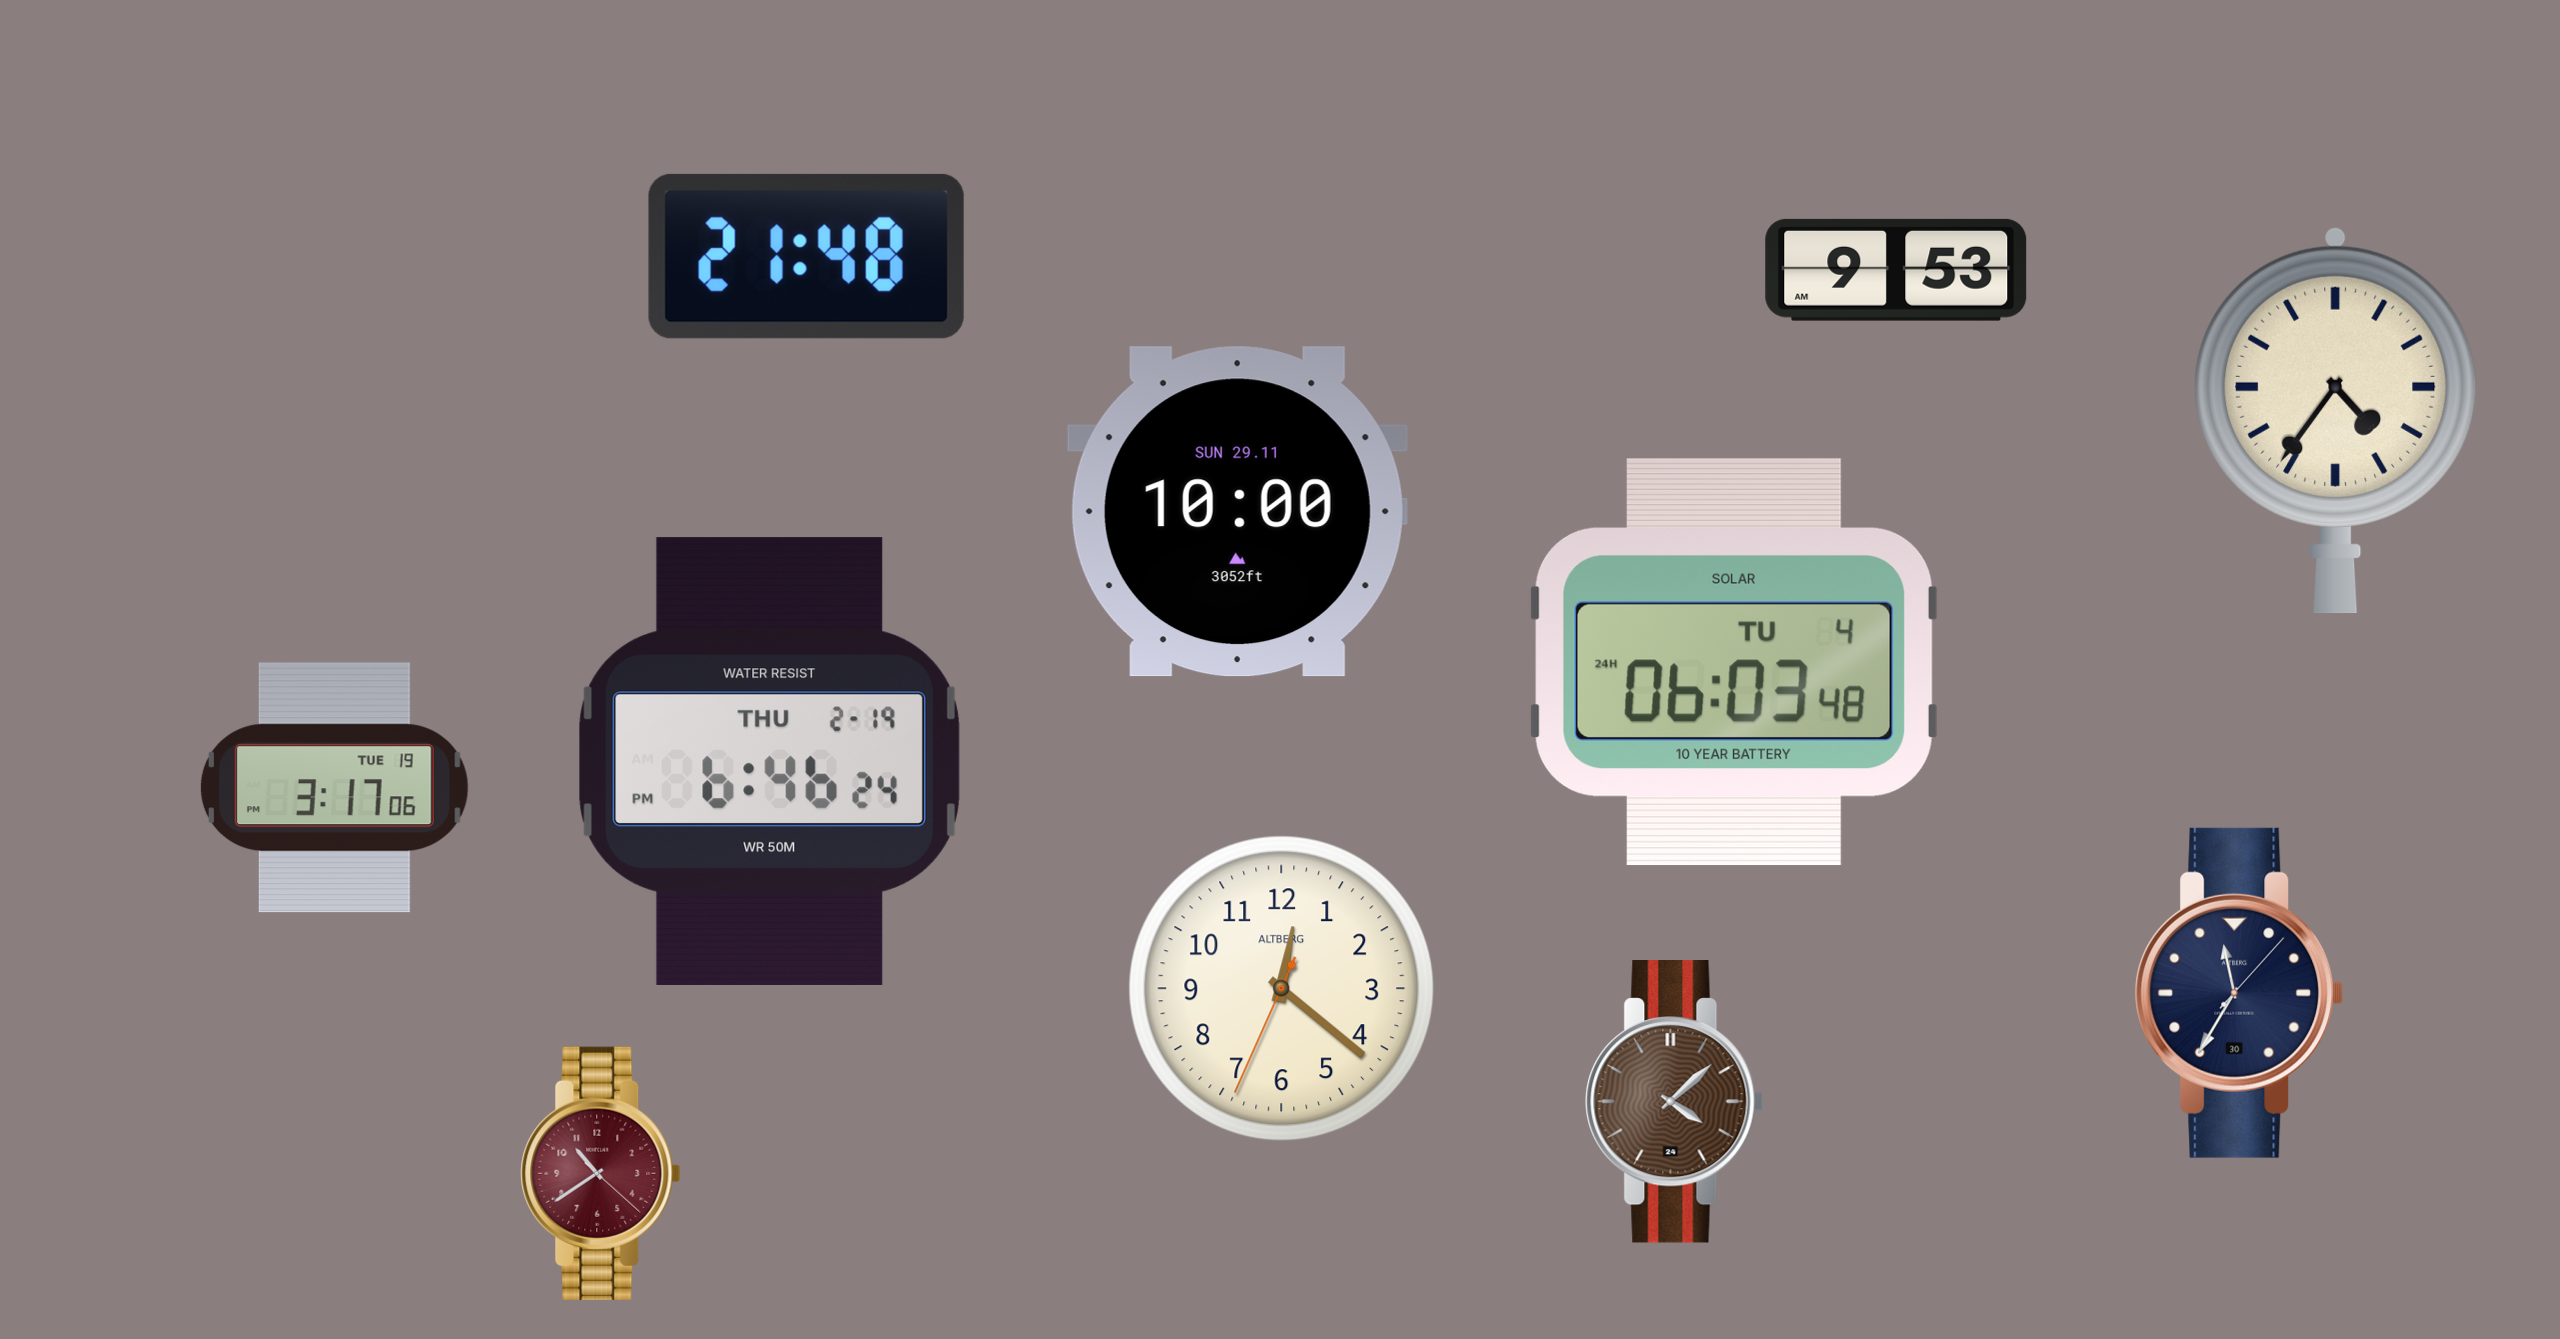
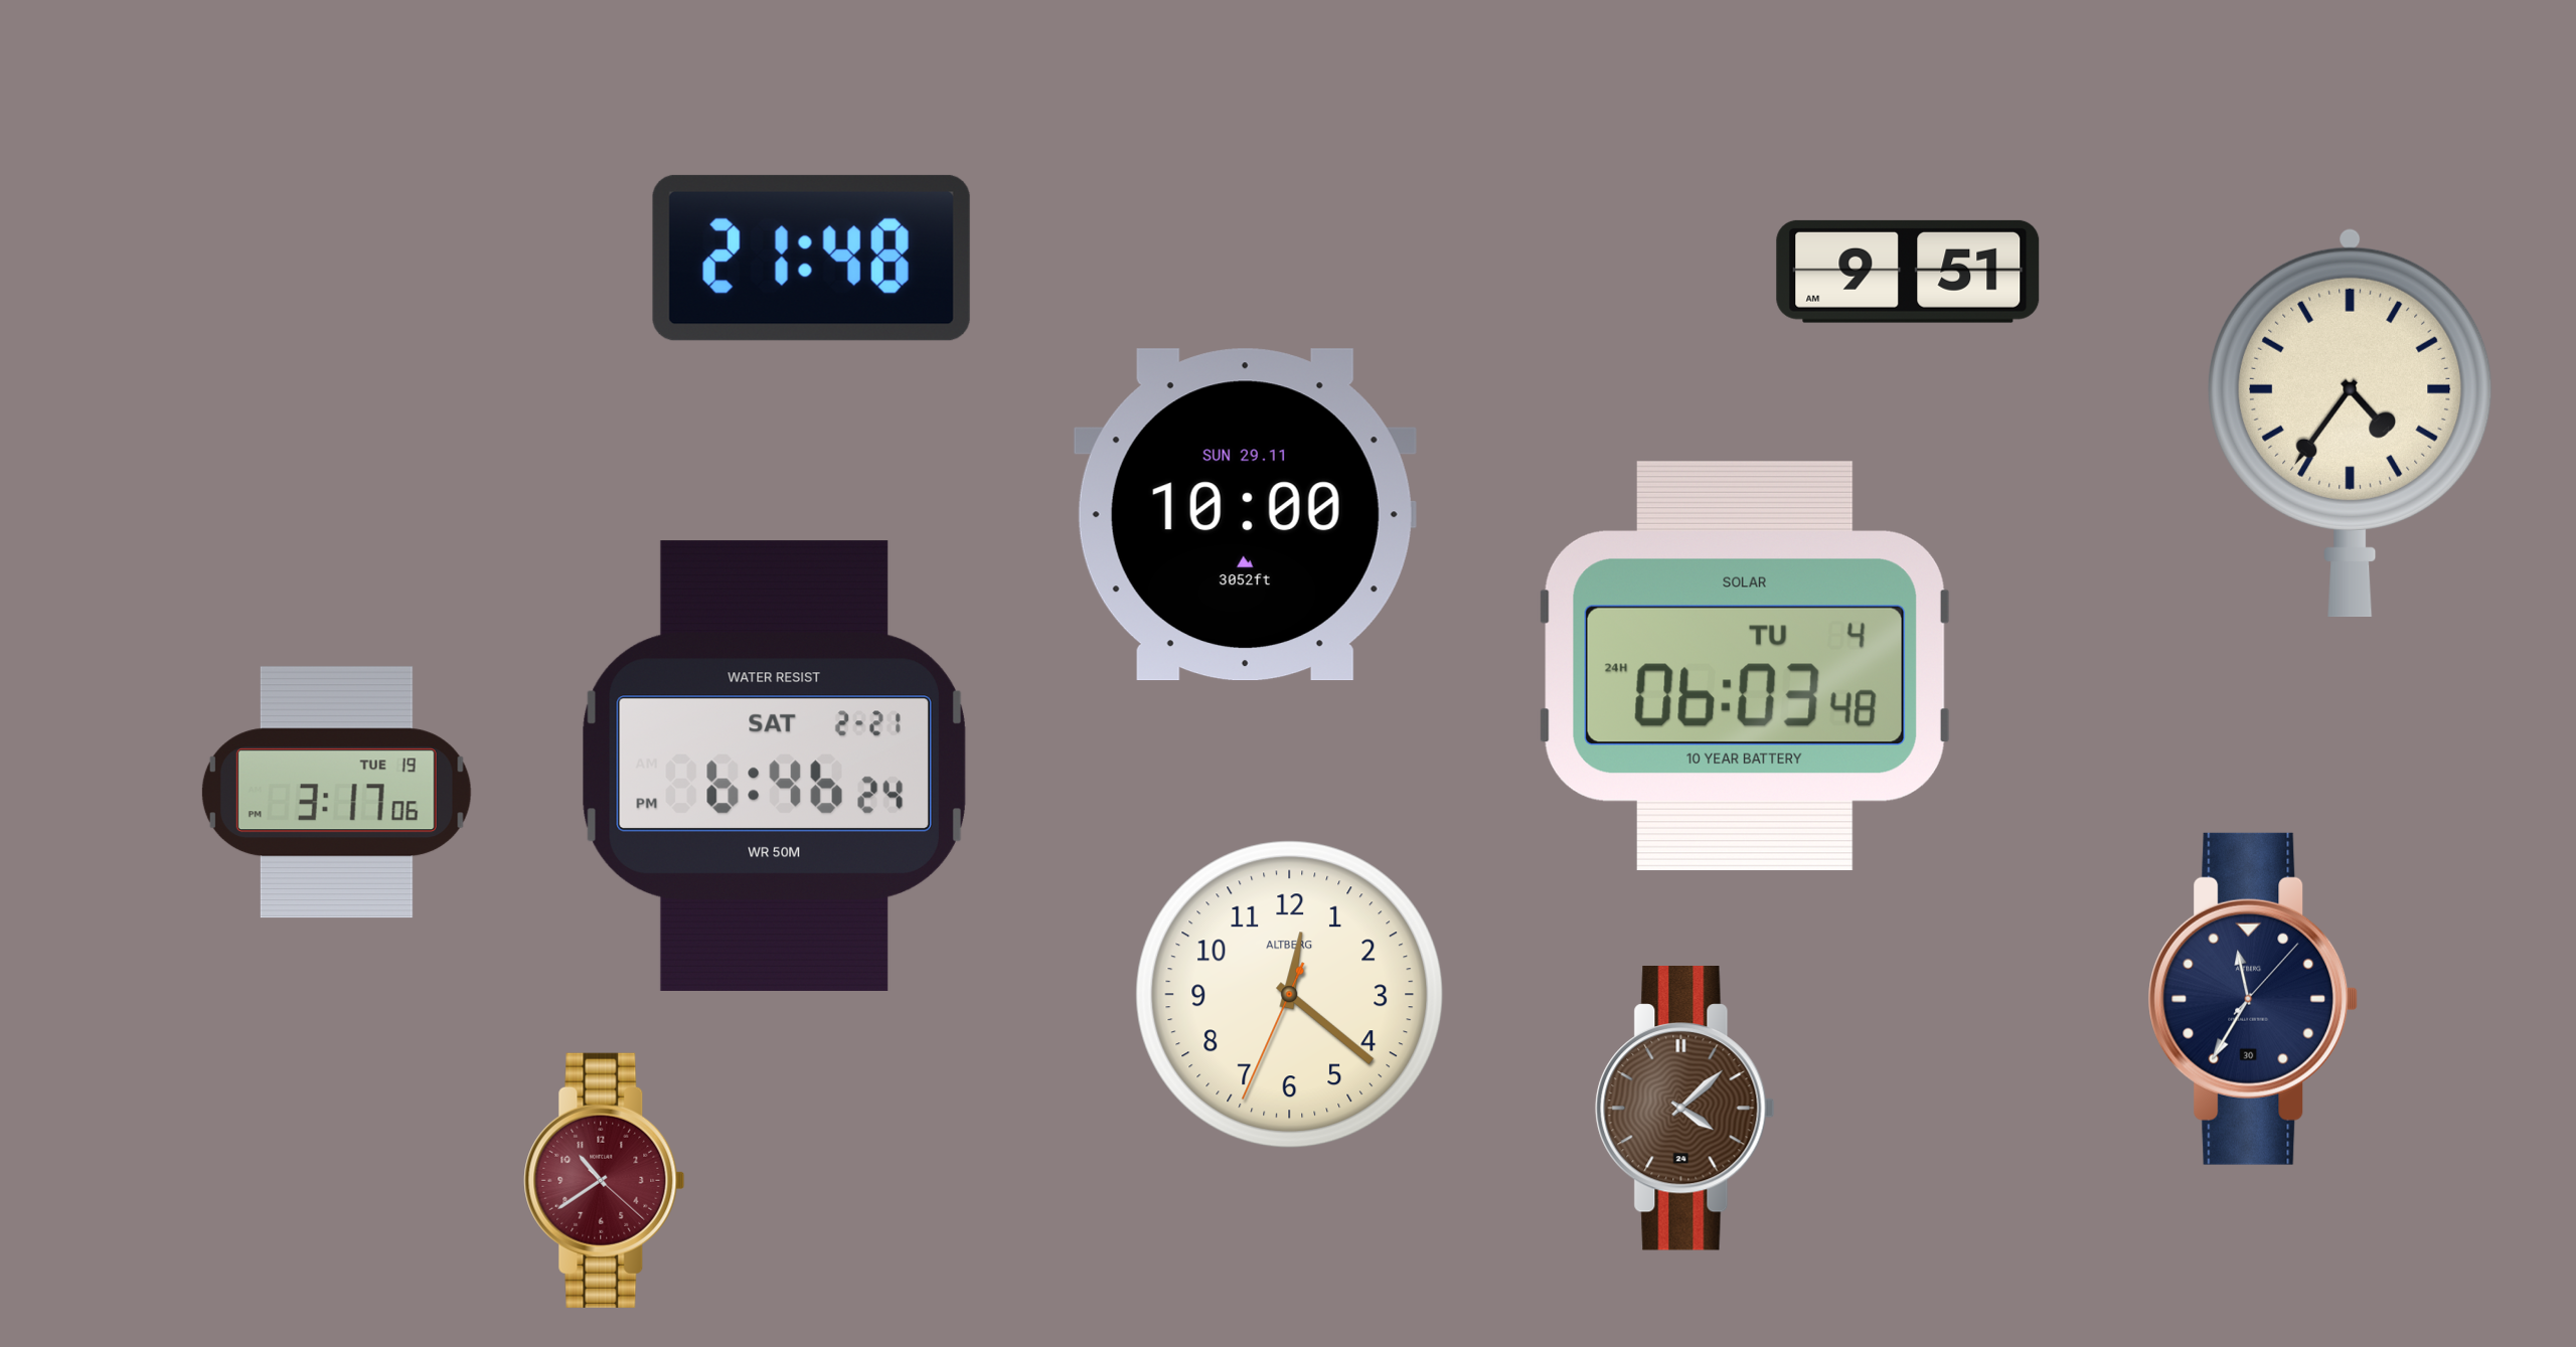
clock at (1896, 270): 9:53 -> 9:51
clock at (769, 761) date: THU 2-19 -> SAT 2-21
